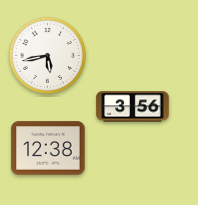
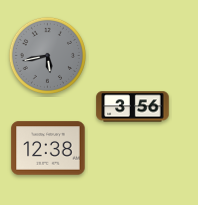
clock at (47, 55) dial: white -> grey
